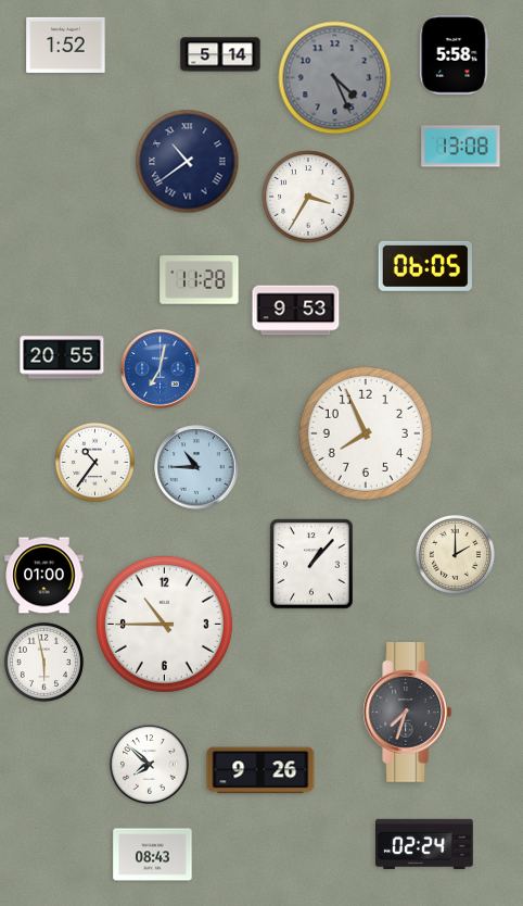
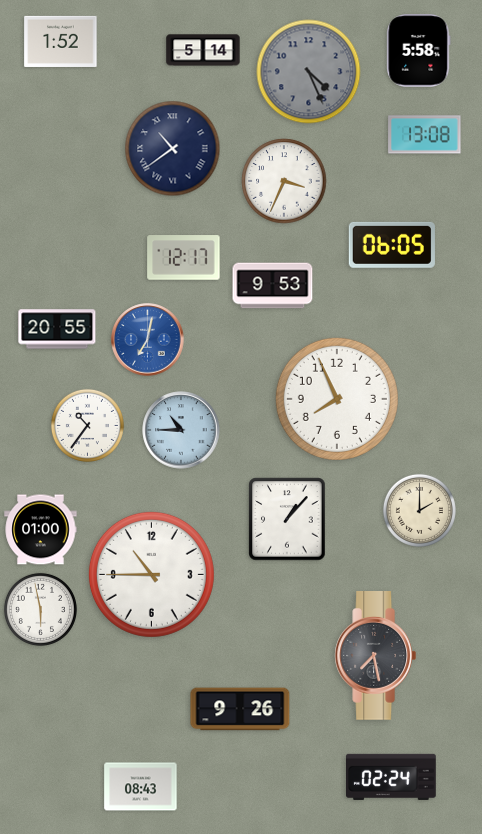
clock at (308, 197): 3:35 -> 3:34
clock at (200, 280): 11:28 -> 12:17
clock at (408, 713): 7:33 -> 7:28
clock at (150, 765): 7:52 -> none
